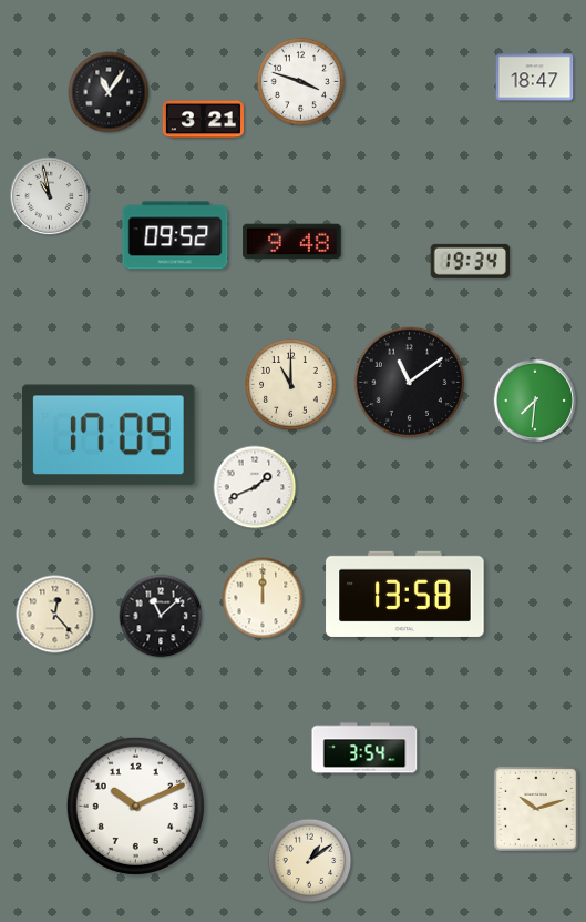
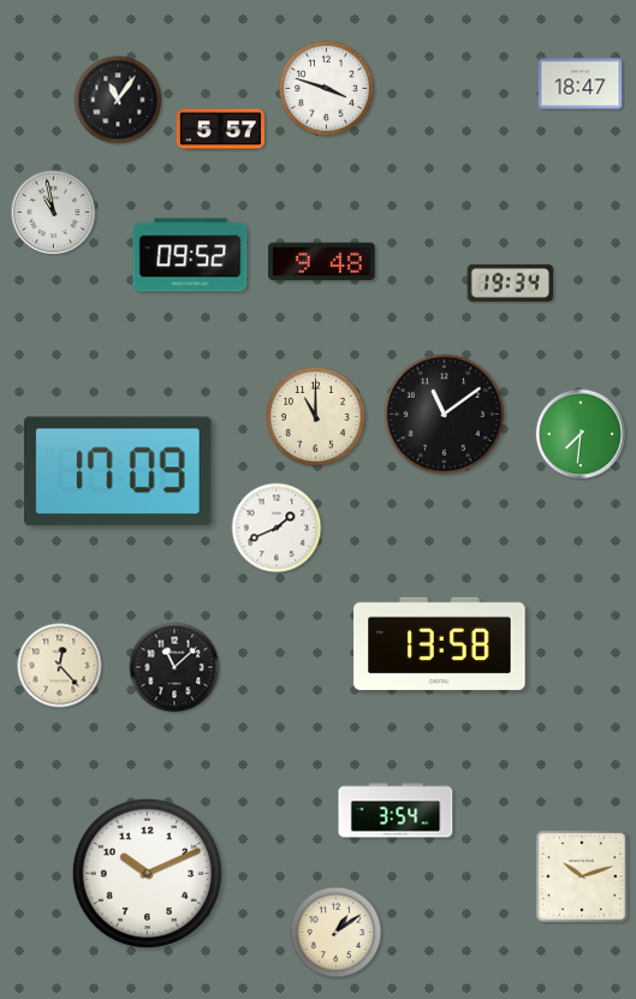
clock at (203, 120): 3:21 -> 5:57
clock at (292, 242) position: (292, 242) -> (322, 262)
clock at (263, 598): 12:00 -> none
